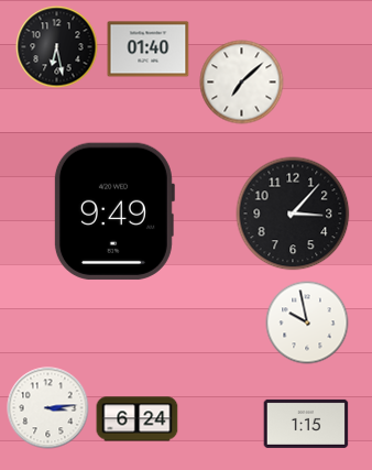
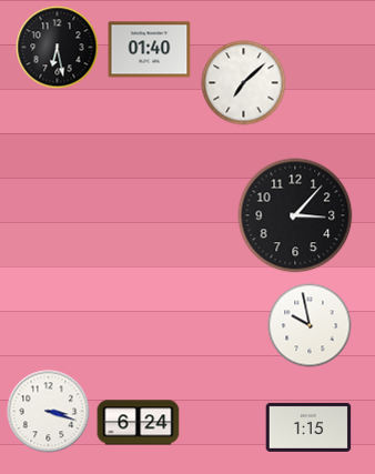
clock at (113, 211): 9:49 -> none
clock at (48, 408): 3:14 -> 3:18
